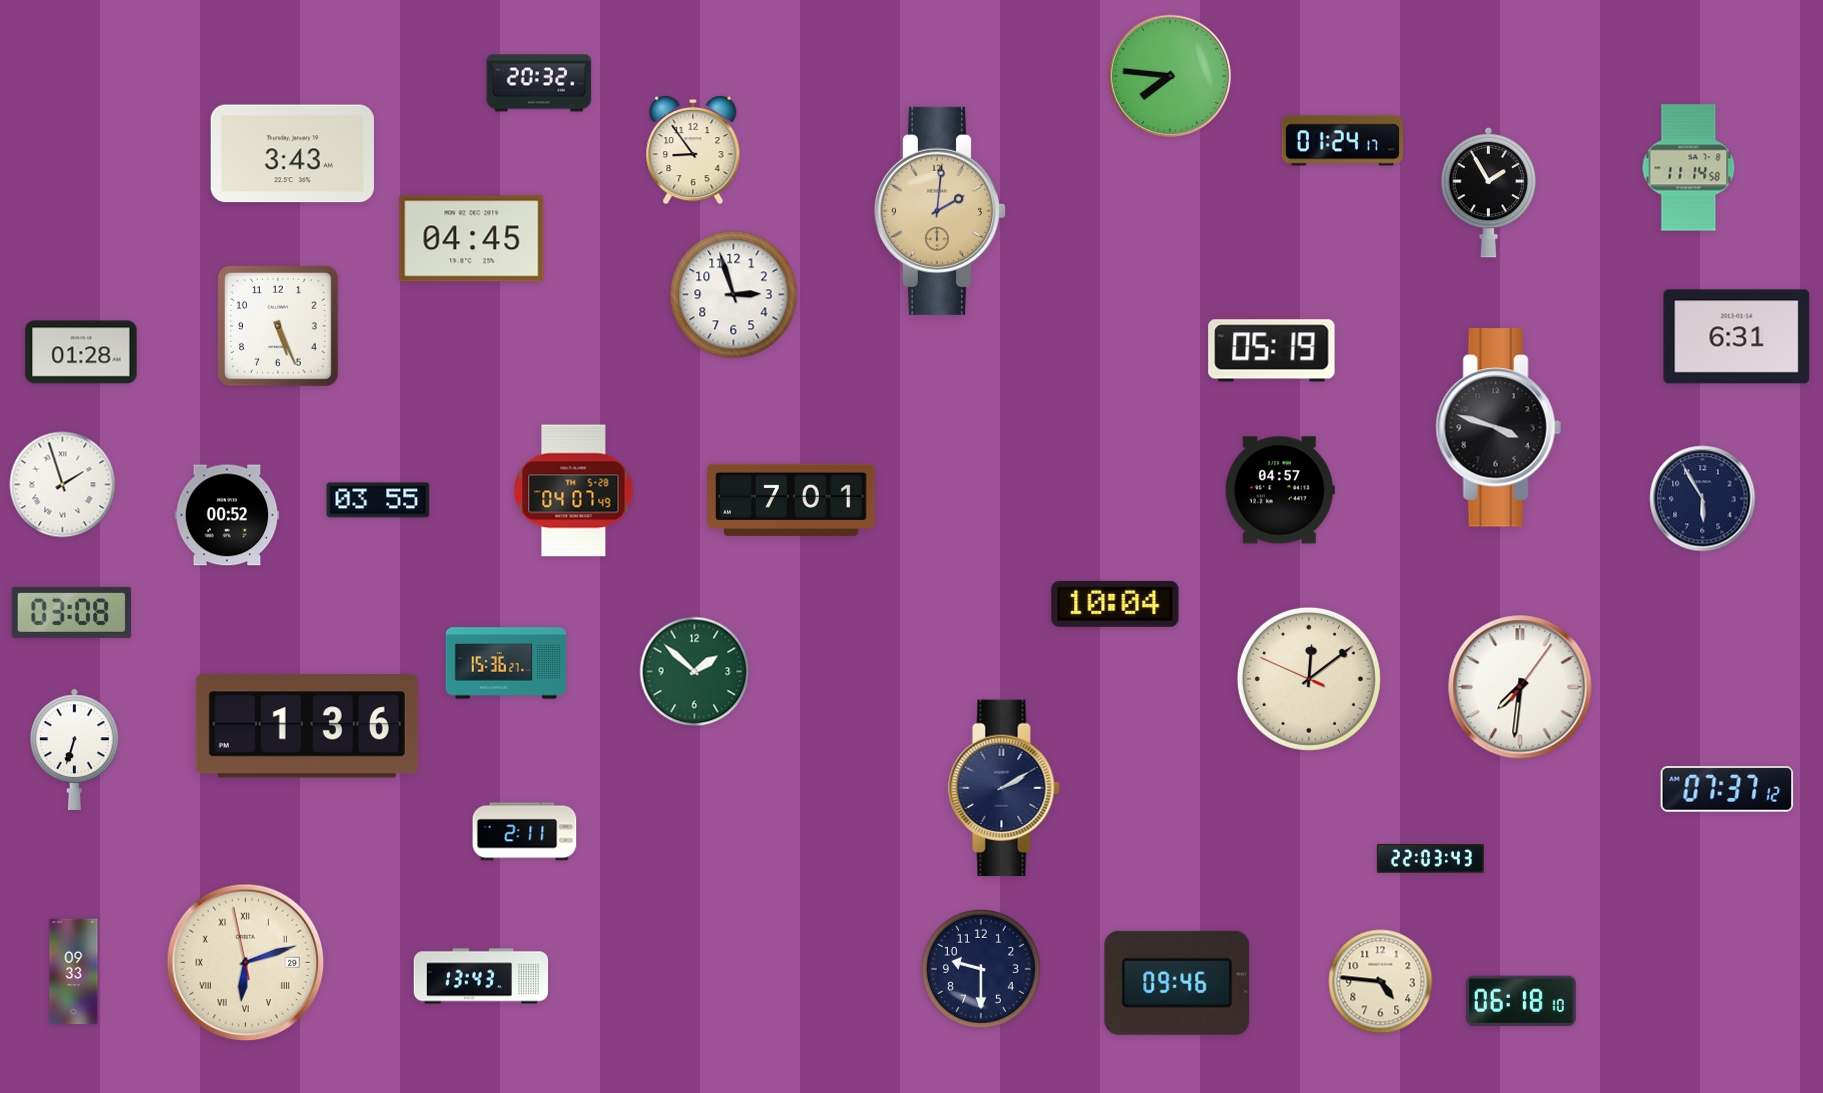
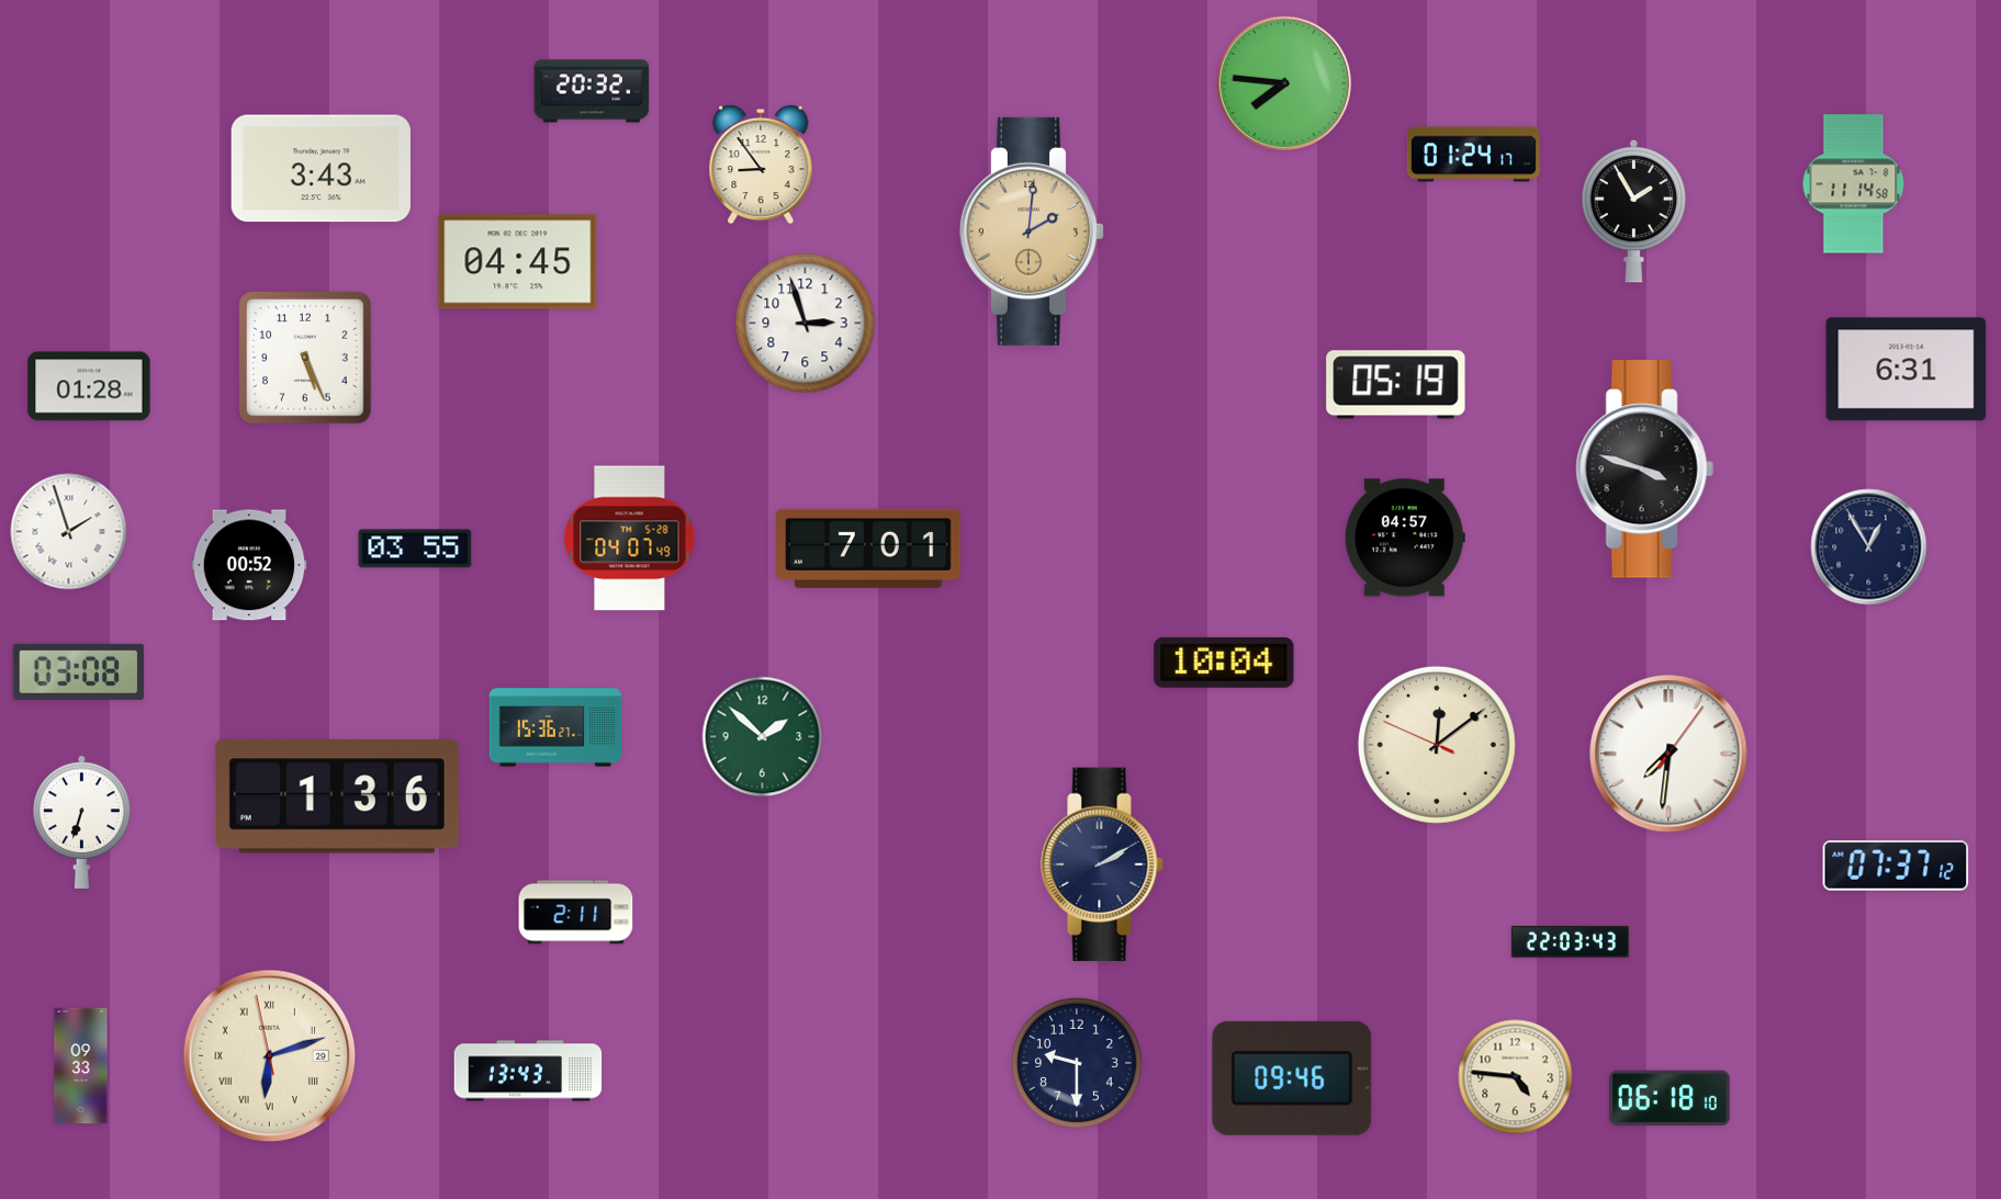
clock at (1703, 499): 5:55 -> 12:55
